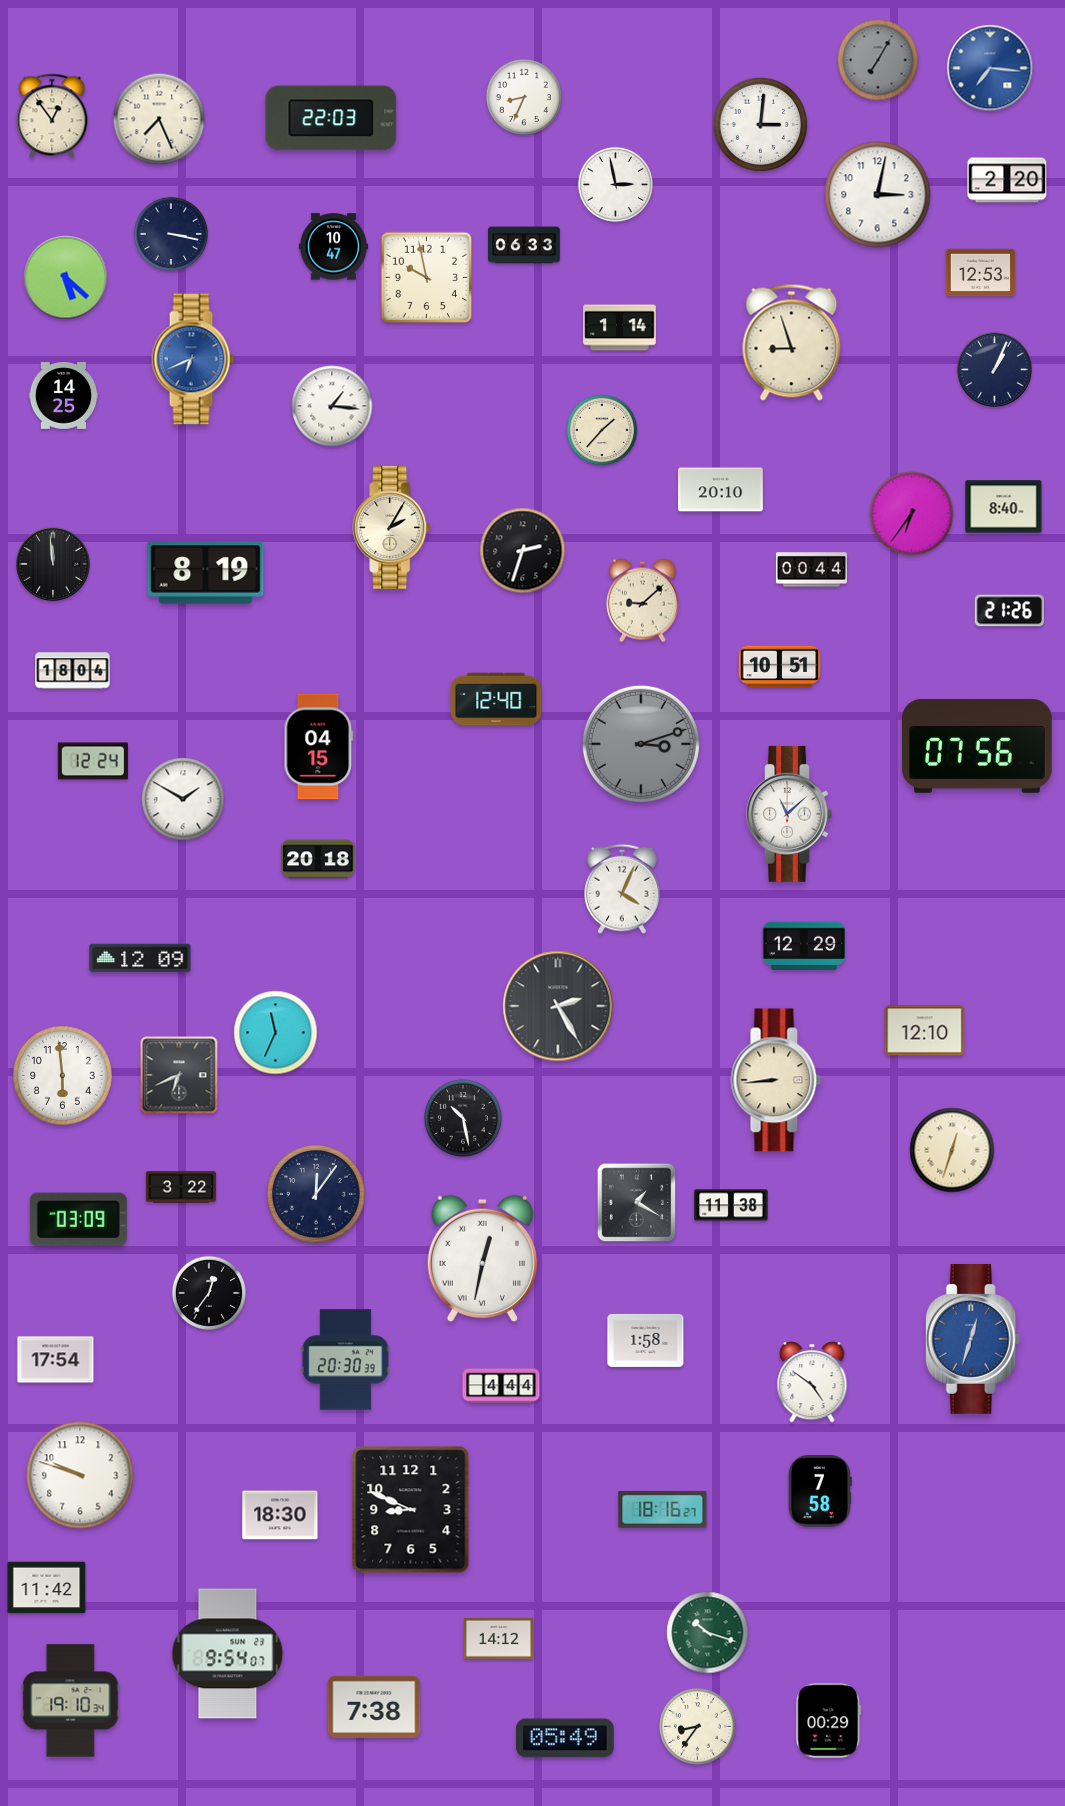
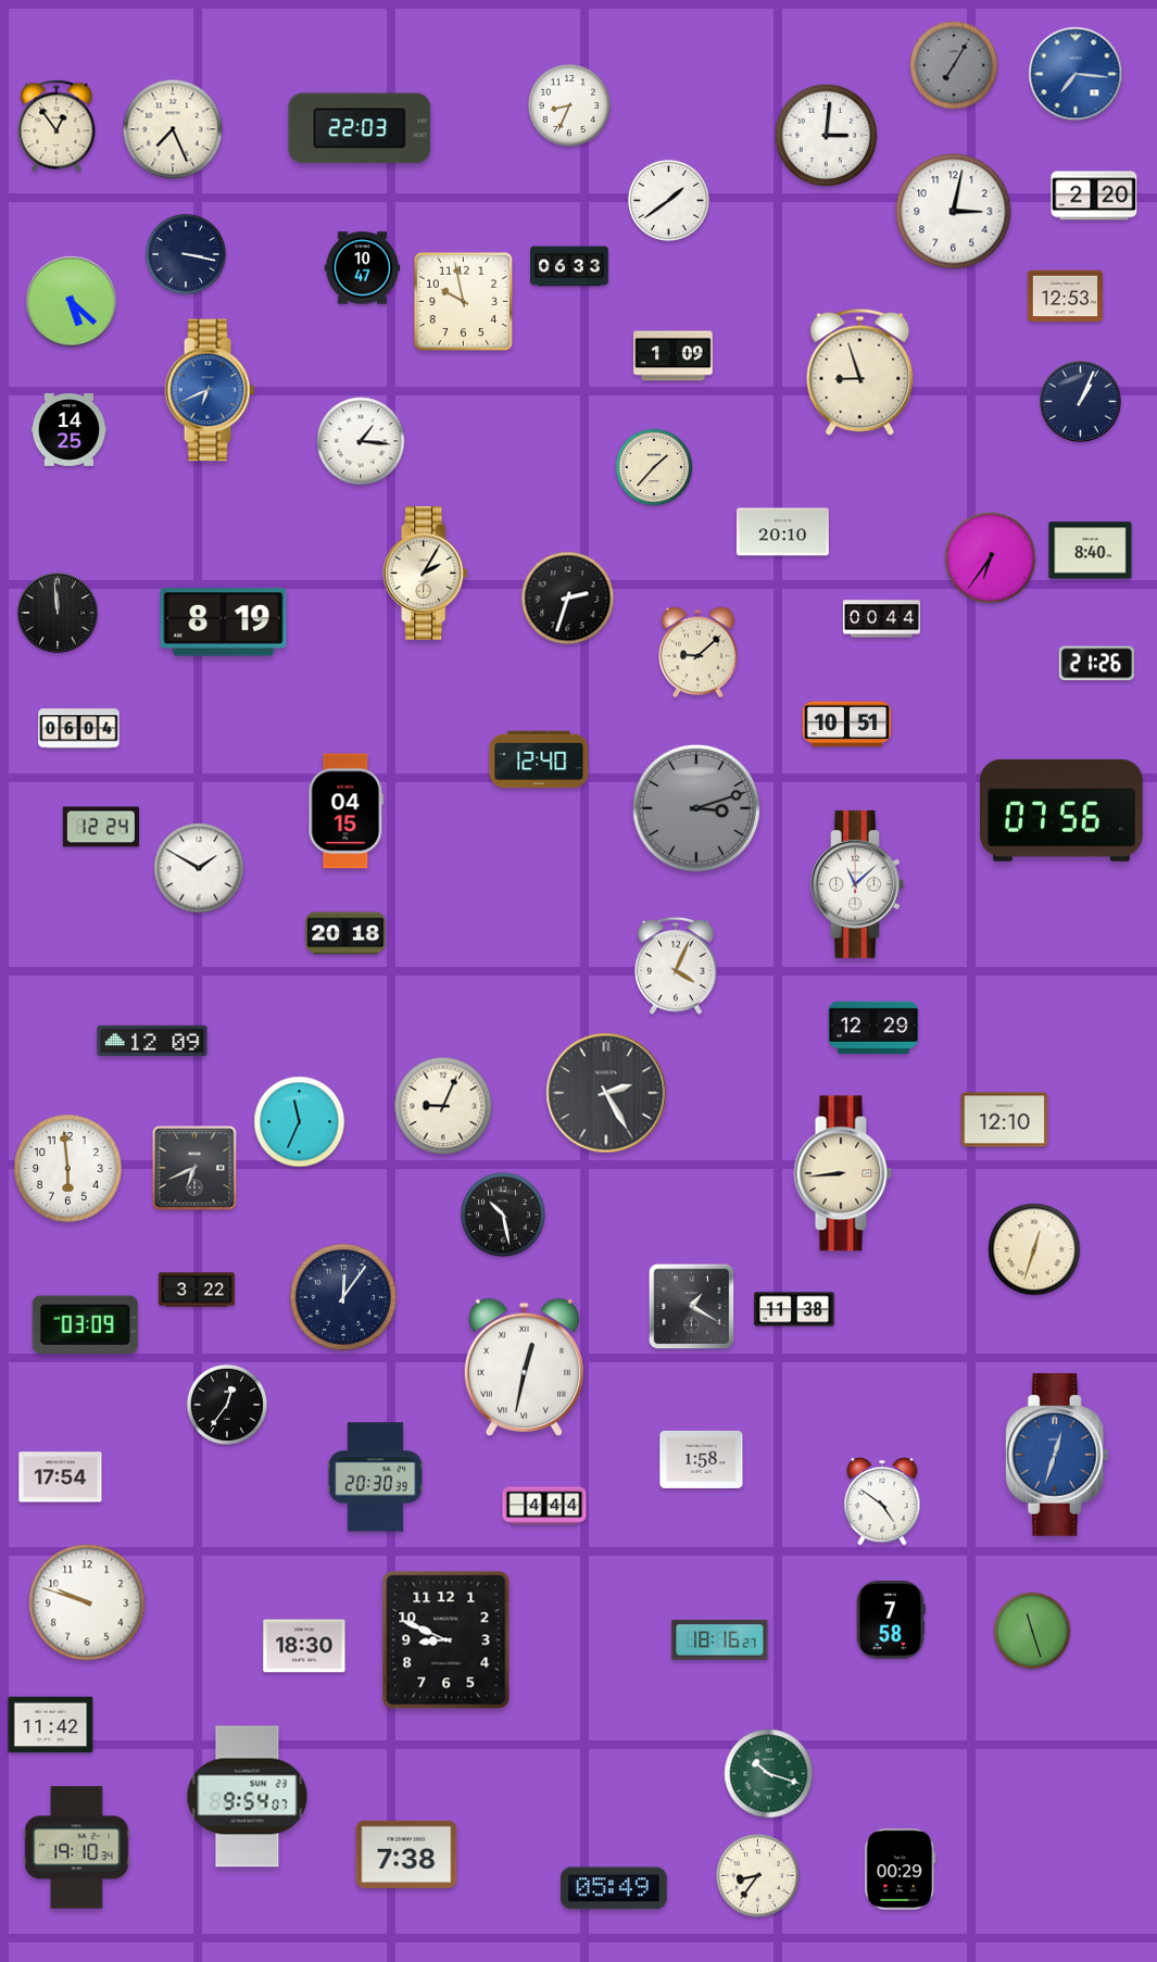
clock at (615, 184): 2:58 -> 1:39
clock at (620, 328): 1:14 -> 1:09
clock at (73, 671): 18:04 -> 06:04
clock at (443, 1106): none -> 9:04
clock at (646, 1340) position: (646, 1340) -> (702, 1459)
clock at (1032, 1631): none -> 11:27
clock at (499, 1638): 14:12 -> none
